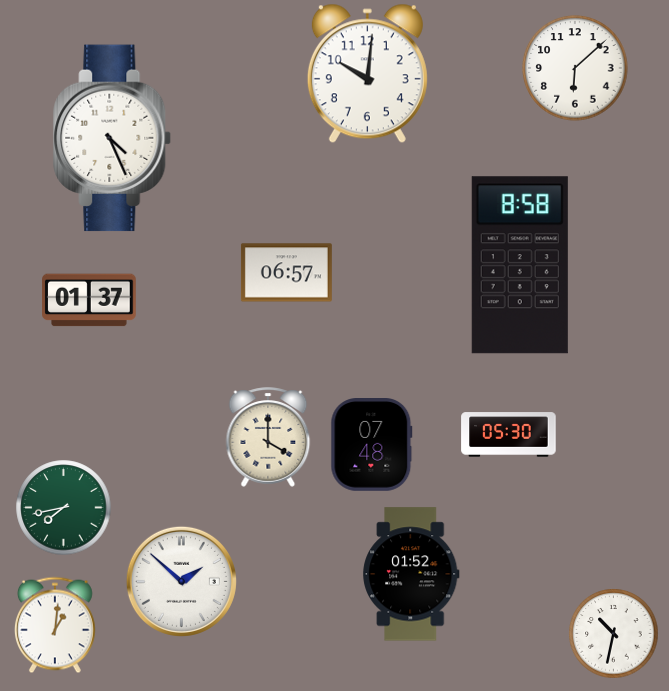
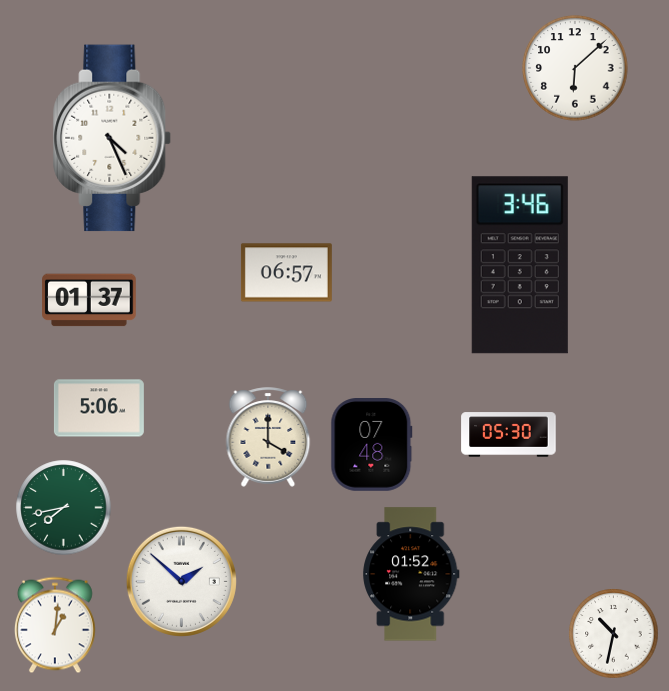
clock at (367, 74): 10:01 -> none
clock at (520, 265): 8:58 -> 3:46
clock at (99, 408): none -> 5:06
